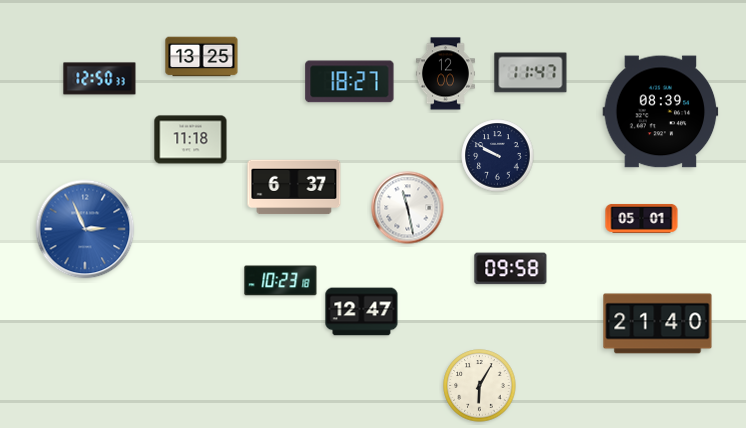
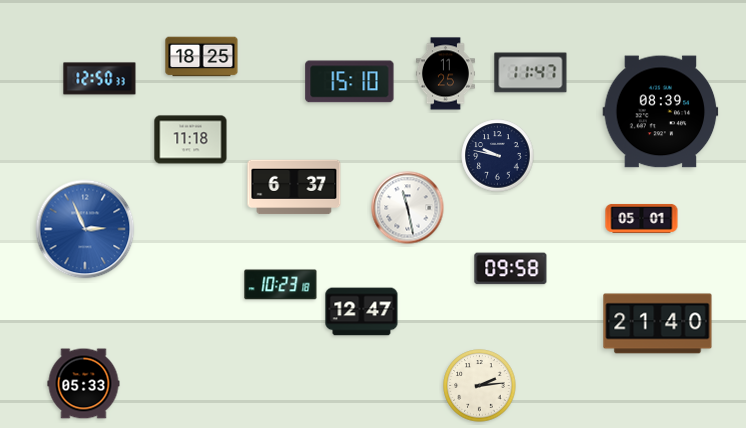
clock at (202, 57): 13:25 -> 18:25
clock at (445, 74): 12:00 -> 11:25
clock at (350, 82): 18:27 -> 15:10
clock at (498, 156): 9:50 -> 9:47
clock at (281, 281) position: (281, 281) -> (281, 285)
clock at (84, 384): none -> 05:33
clock at (480, 386): 6:05 -> 2:14
